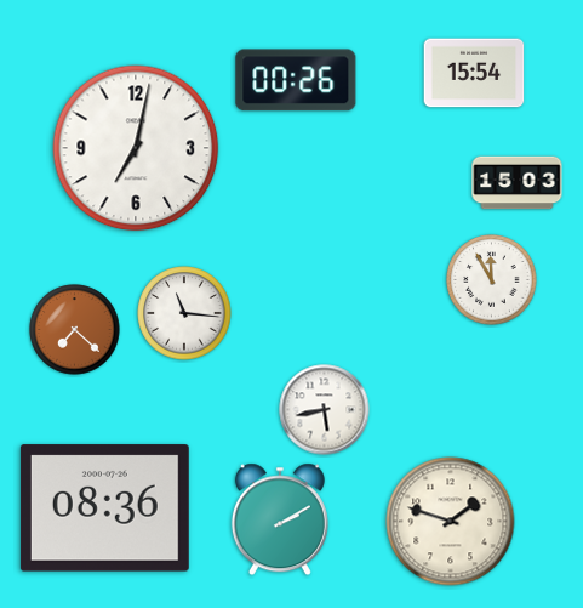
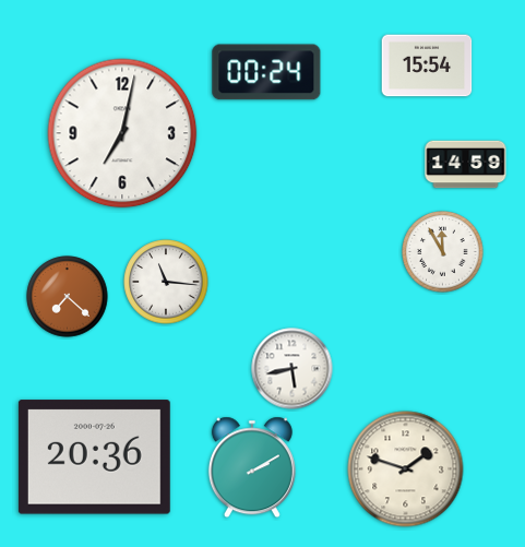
clock at (296, 80): 00:26 -> 00:24
clock at (518, 183): 15:03 -> 14:59
clock at (104, 508): 08:36 -> 20:36
